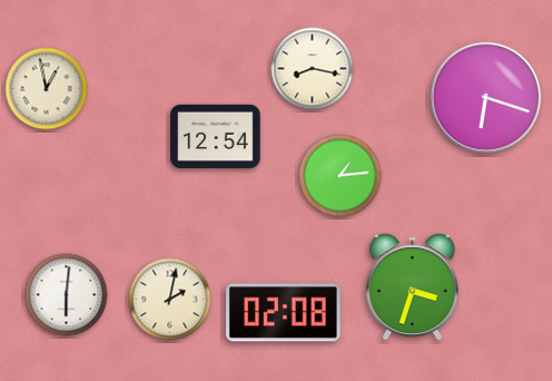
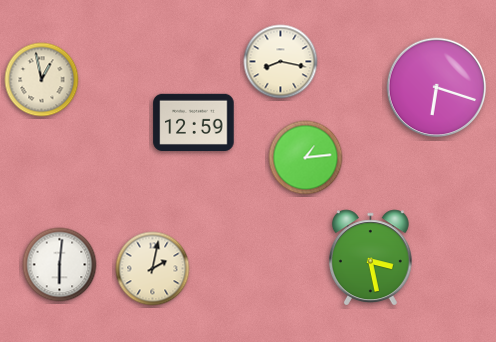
clock at (216, 136): 12:54 -> 12:59
clock at (412, 286): 3:33 -> 3:28
clock at (284, 313): 02:08 -> none
